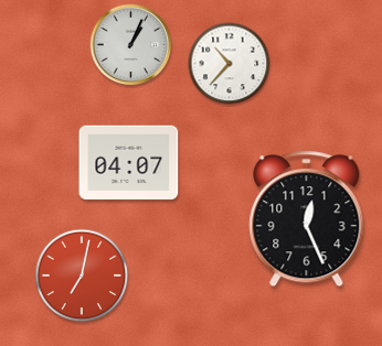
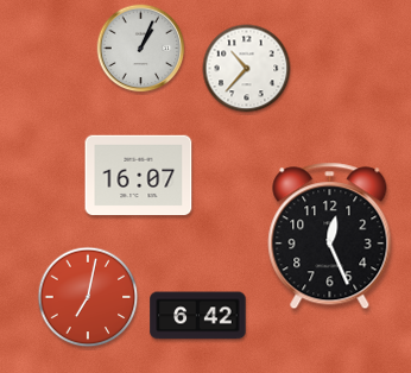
clock at (129, 163): 04:07 -> 16:07
clock at (198, 316): none -> 6:42
